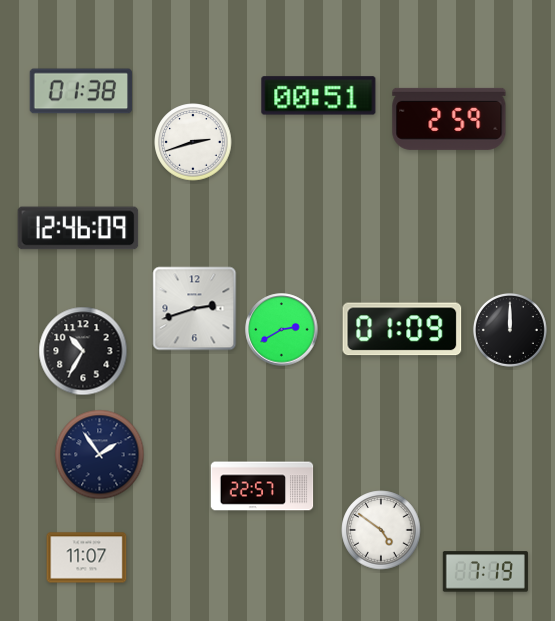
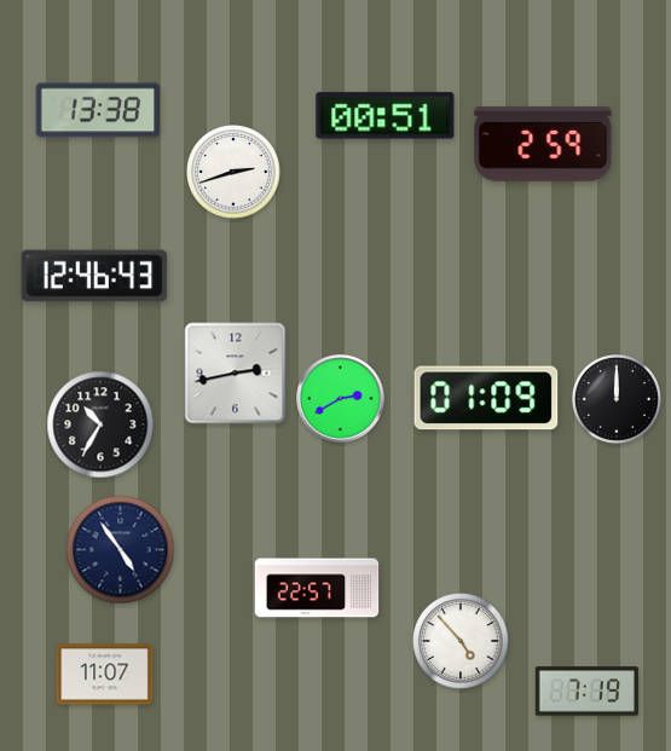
clock at (81, 91): 01:38 -> 13:38
clock at (78, 228): 12:46:09 -> 12:46:43
clock at (195, 309): 2:42 -> 2:43
clock at (100, 455): 1:54 -> 4:54
clock at (381, 530): 4:51 -> 4:53
